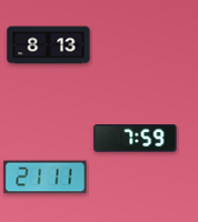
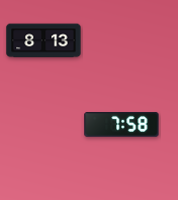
clock at (136, 139): 7:59 -> 7:58
clock at (46, 178): 21:11 -> none
